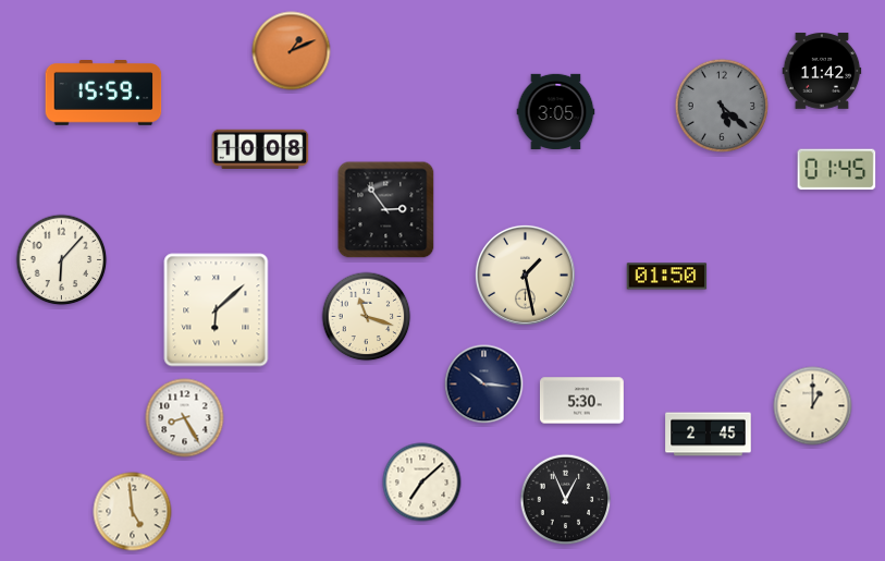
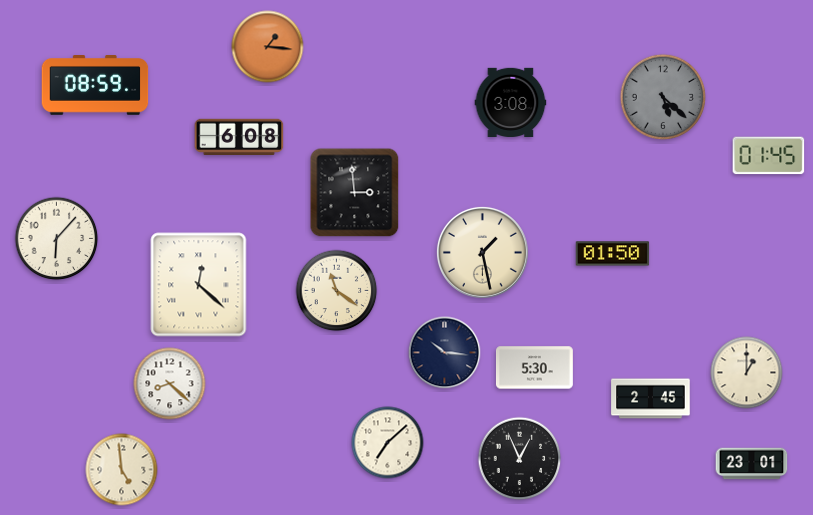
clock at (292, 51): 1:11 -> 1:16
clock at (822, 71): 11:42 -> none
clock at (103, 93): 15:59 -> 08:59
clock at (556, 111): 3:05 -> 3:08
clock at (260, 148): 10:08 -> 6:08
clock at (386, 210): 2:54 -> 2:59
clock at (217, 310): 6:08 -> 12:22
clock at (367, 317): 11:18 -> 11:21
clock at (185, 418): 8:25 -> 8:22
clock at (752, 464): none -> 23:01
